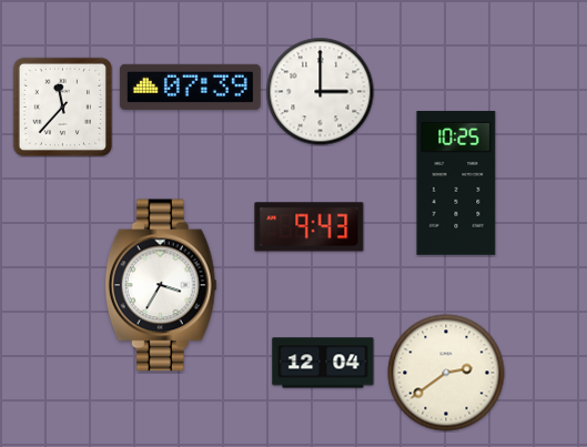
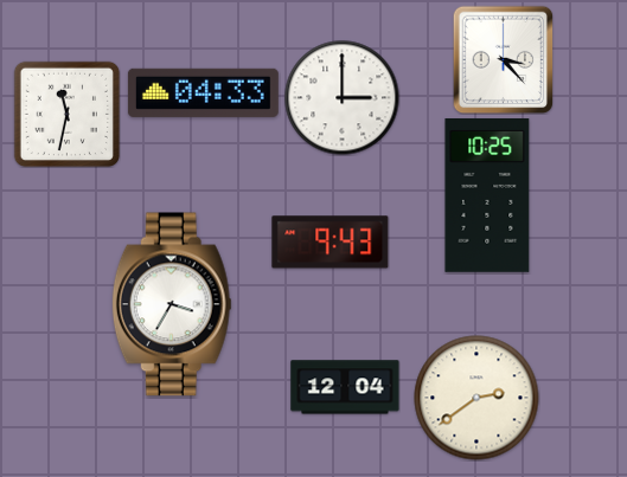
clock at (504, 59): none -> 3:23
clock at (190, 87): 07:39 -> 04:33
clock at (62, 106): 11:37 -> 11:32
